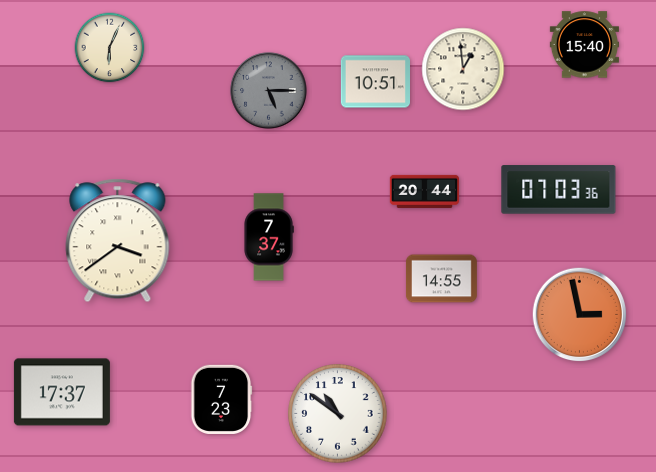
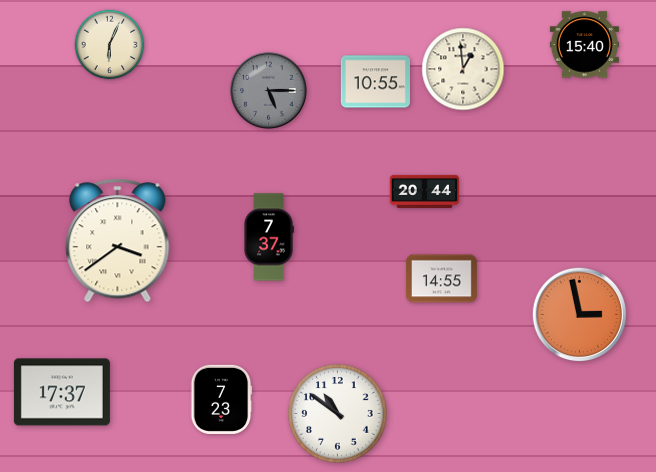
clock at (110, 48) position: (110, 48) -> (110, 45)
clock at (375, 82): 10:51 -> 10:55
clock at (559, 190): 07:03 -> none
